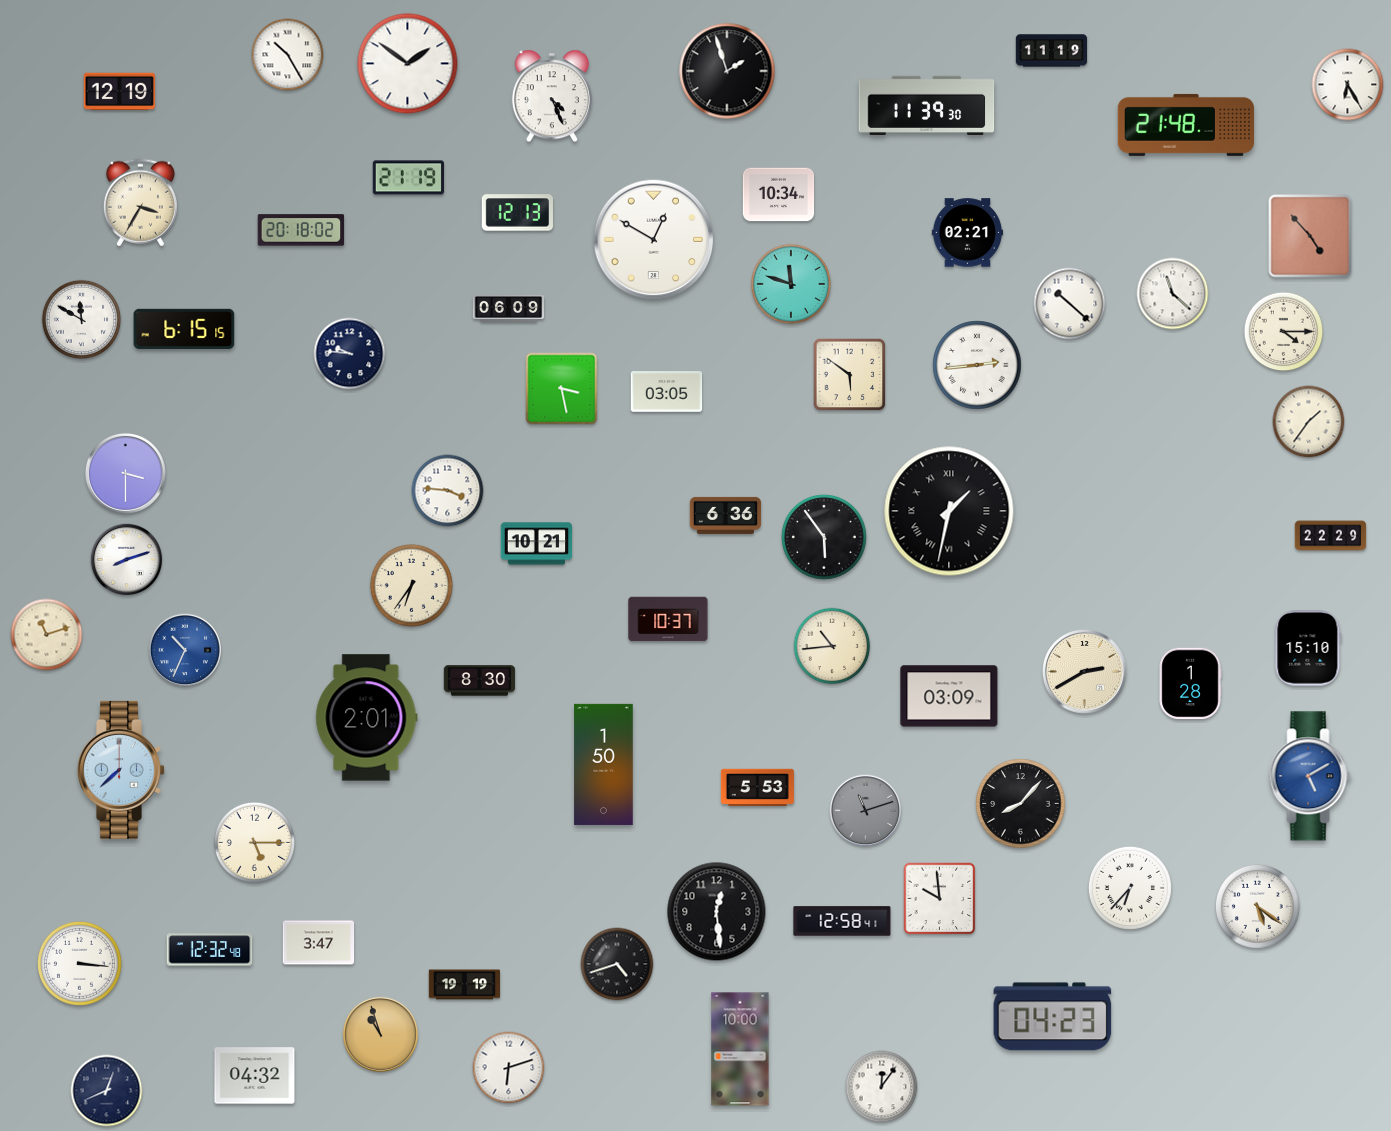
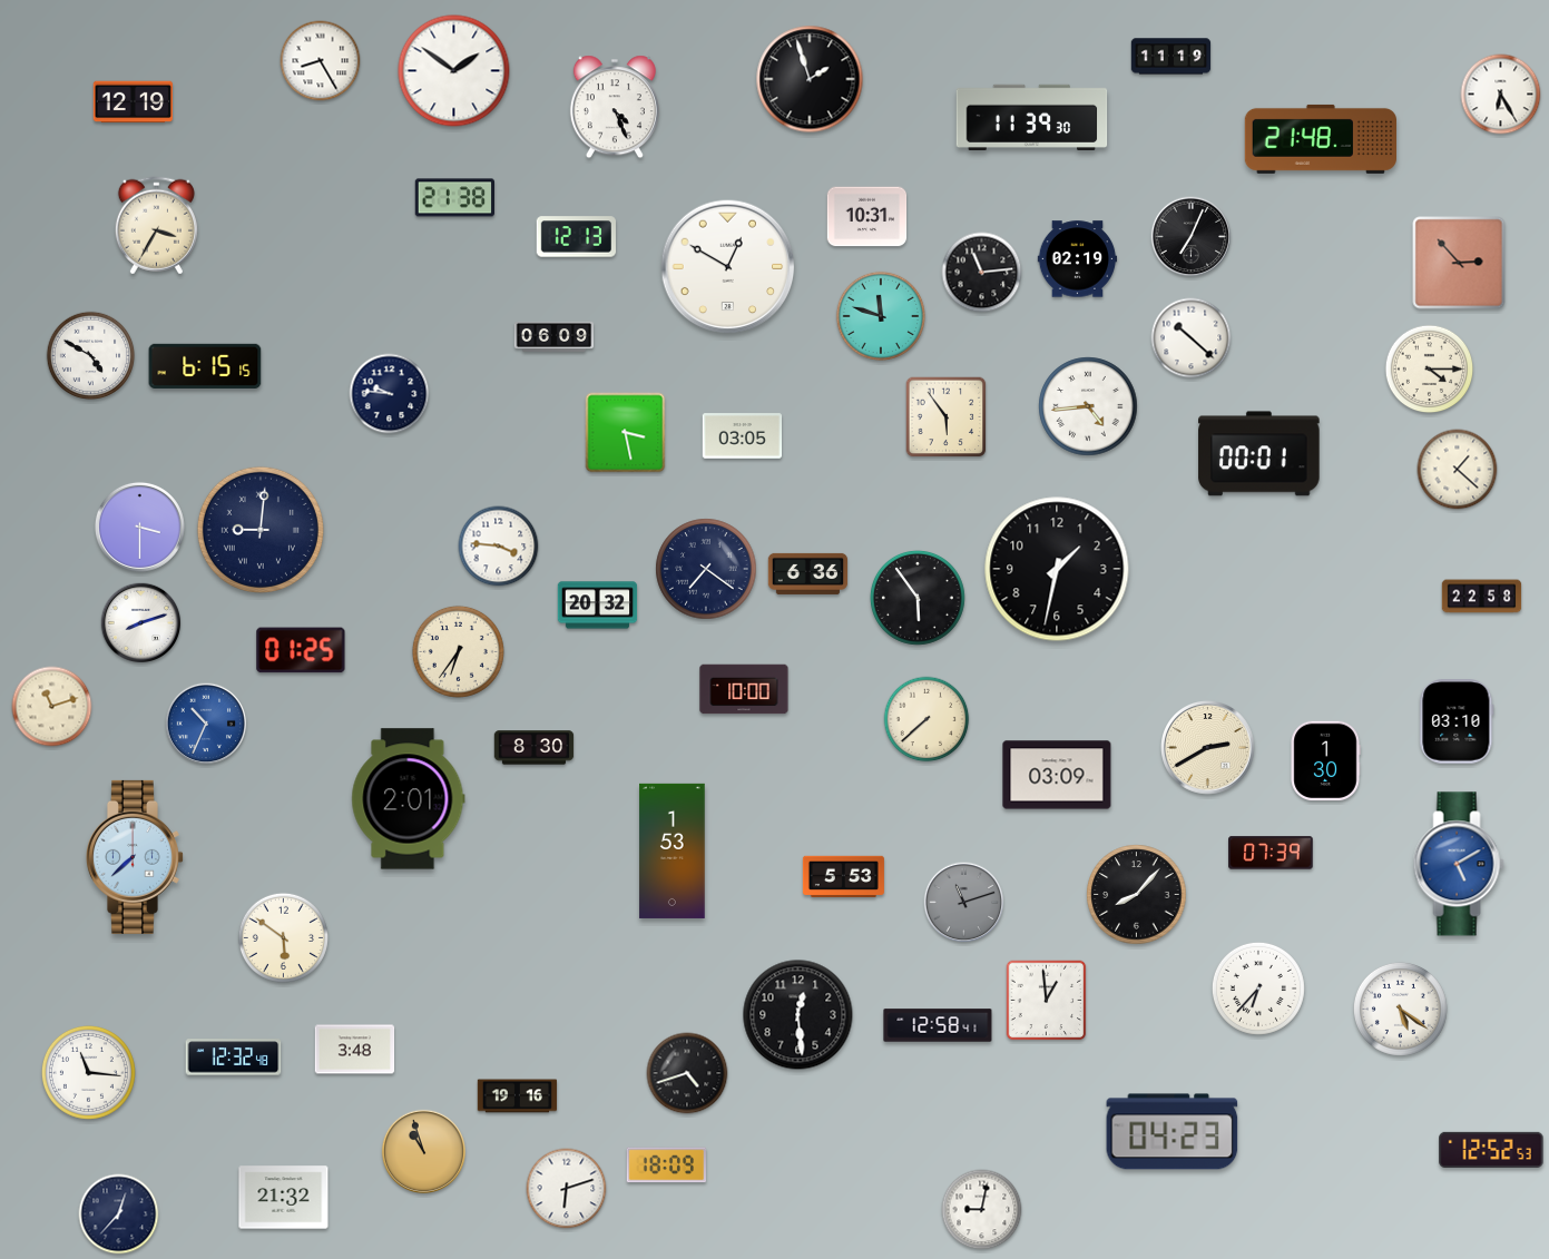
clock at (288, 55): 10:25 -> 8:25
clock at (408, 178): 21:19 -> 21:38
clock at (779, 195): 10:34 -> 10:31
clock at (1192, 237): none -> 7:04
clock at (301, 230): 20:18 -> none
clock at (968, 233): 02:21 -> 02:19
clock at (1310, 236): 4:53 -> 2:53
clock at (982, 273): none -> 11:14
clock at (1173, 294): 11:22 -> none
clock at (509, 309) position: (509, 309) -> (555, 337)
clock at (82, 320): 11:50 -> 4:50
clock at (977, 365): 2:44 -> 4:44
clock at (850, 375): 5:51 -> 5:54
clock at (1259, 454): none -> 00:01
clock at (1309, 422): 1:36 -> 1:22
clock at (261, 530): none -> 9:01
clock at (706, 569): none -> 7:21
clock at (949, 511) numerals: Roman -> Arabic
clock at (1331, 536): 22:29 -> 22:58
clock at (537, 544): 10:21 -> 20:32
clock at (301, 650): none -> 01:25
clock at (668, 619): 10:37 -> 10:00
clock at (832, 646): 10:44 -> 7:38
clock at (1308, 648): 15:10 -> 03:10
clock at (480, 681) position: (480, 681) -> (535, 748)
clock at (1190, 684): 1:28 -> 1:30
clock at (604, 764): 1:50 -> 1:53
clock at (1271, 853): none -> 07:39
clock at (254, 842): 5:15 -> 5:51
clock at (940, 899): 9:59 -> 12:59
clock at (319, 943): 3:47 -> 3:48
clock at (79, 963): 3:16 -> 11:16
clock at (465, 985): 19:19 -> 19:16
clock at (1491, 1150): none -> 12:52
clock at (666, 1165): none -> 18:09
clock at (740, 1049): 10:00 -> none
clock at (255, 1076): 04:32 -> 21:32
clock at (882, 1087): 12:06 -> 9:02
clock at (107, 1091): 12:41 -> 12:37
